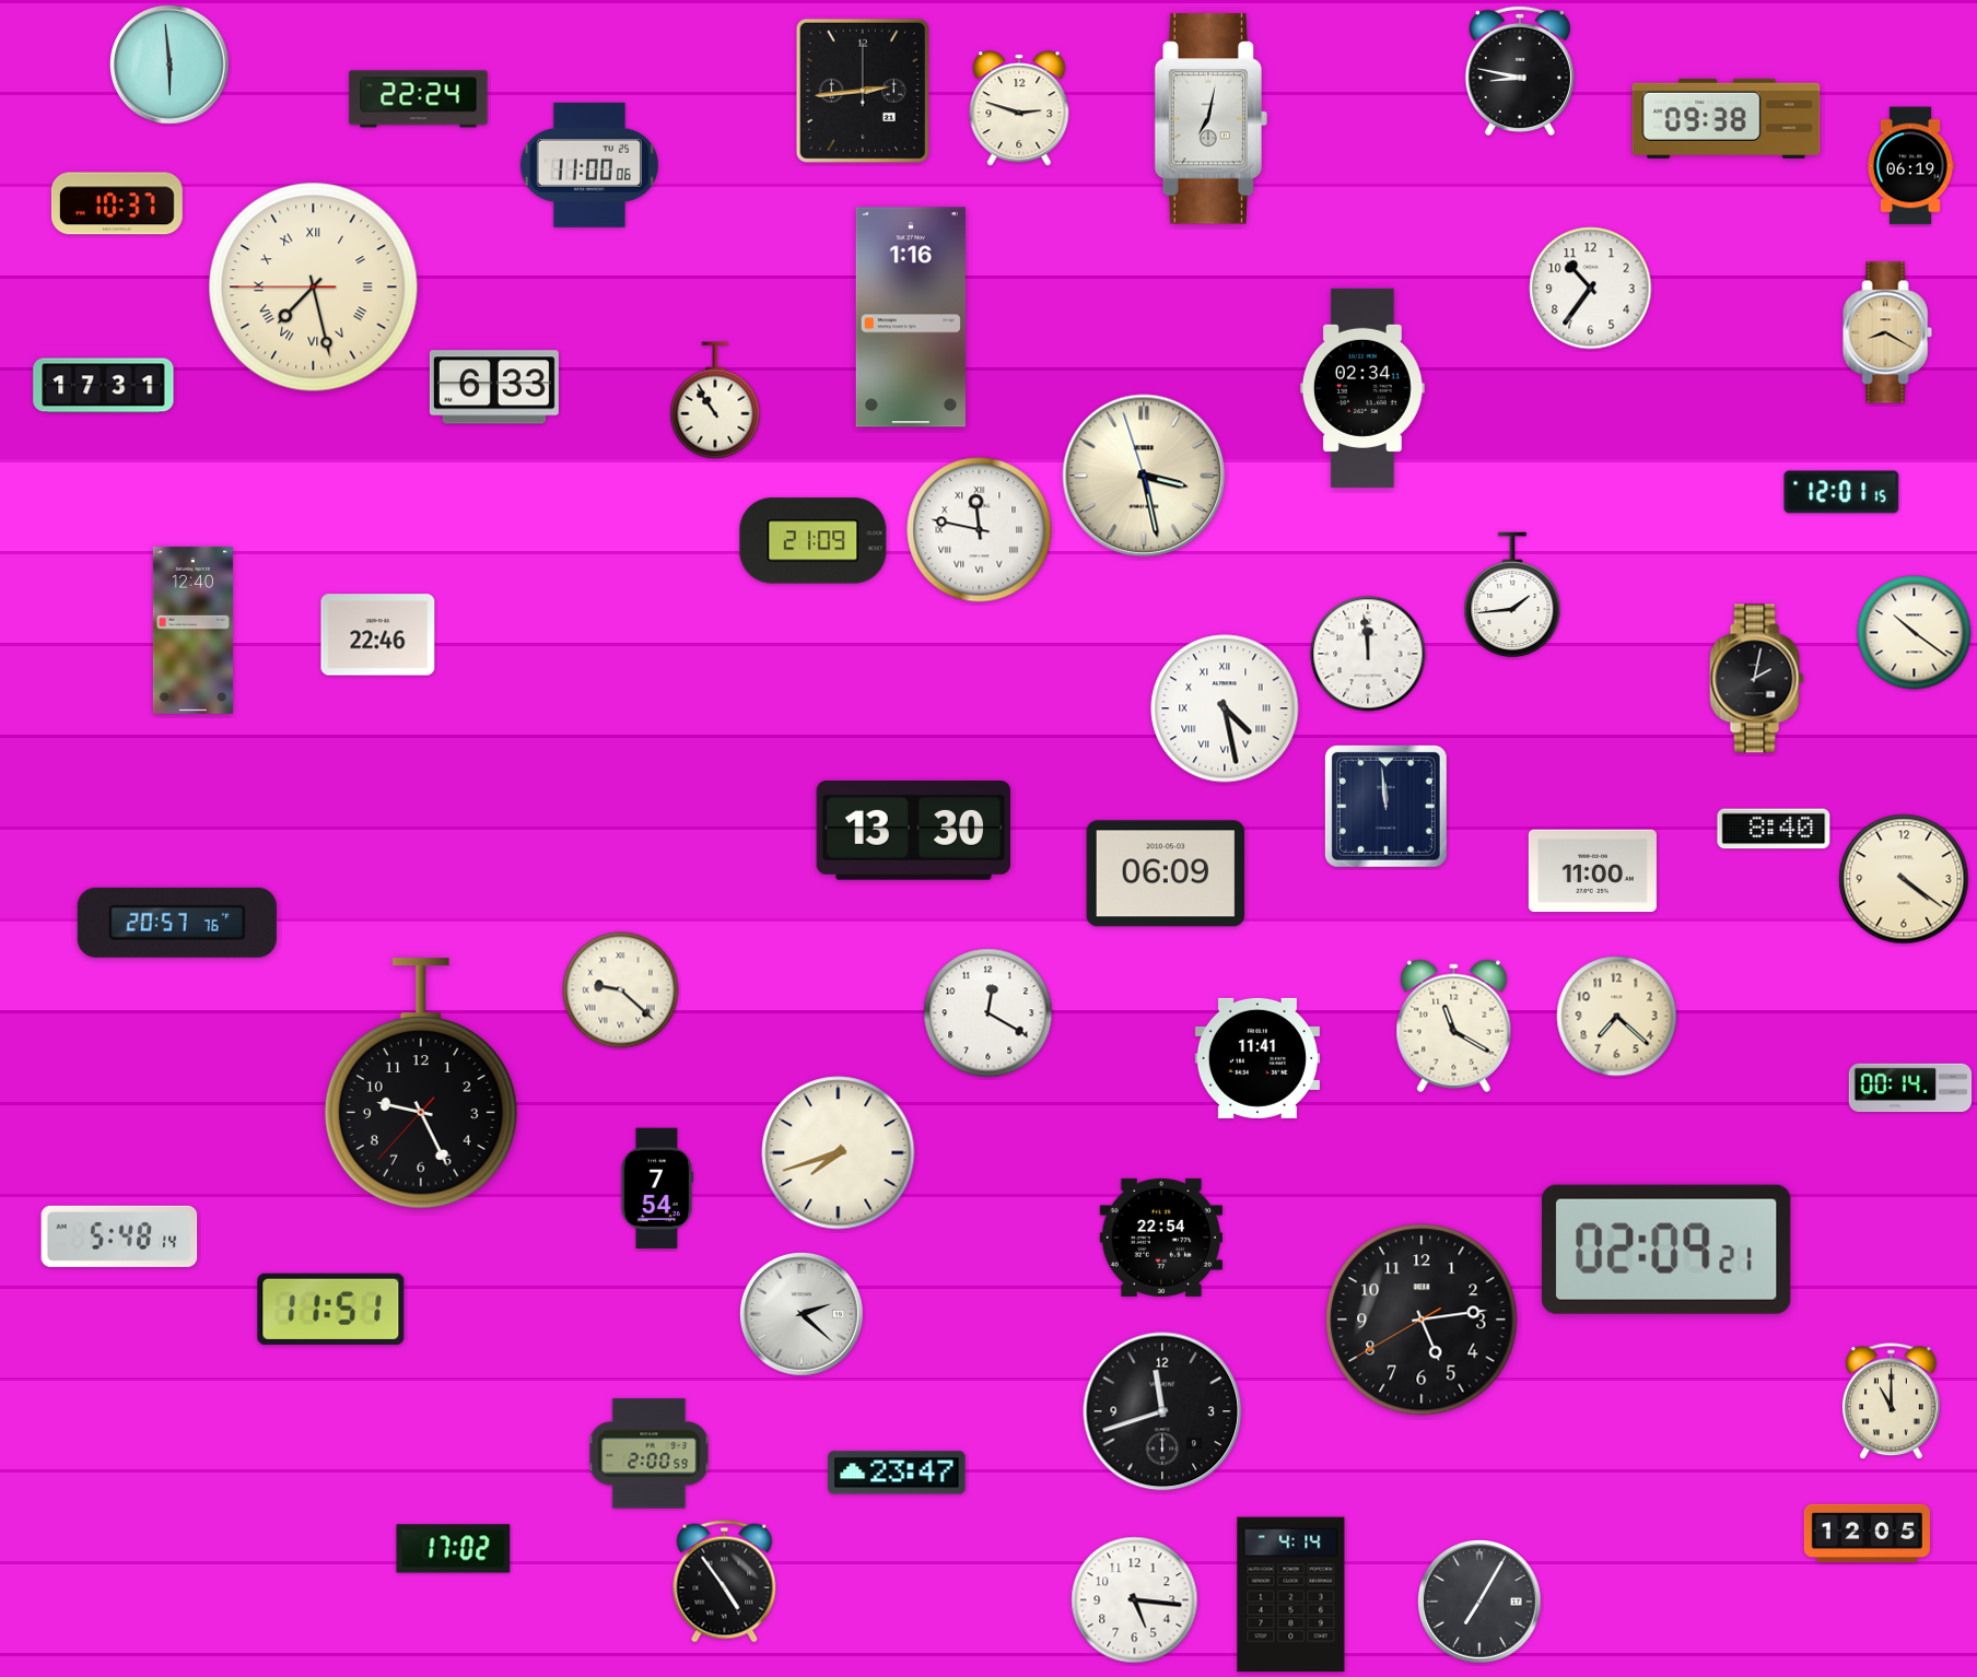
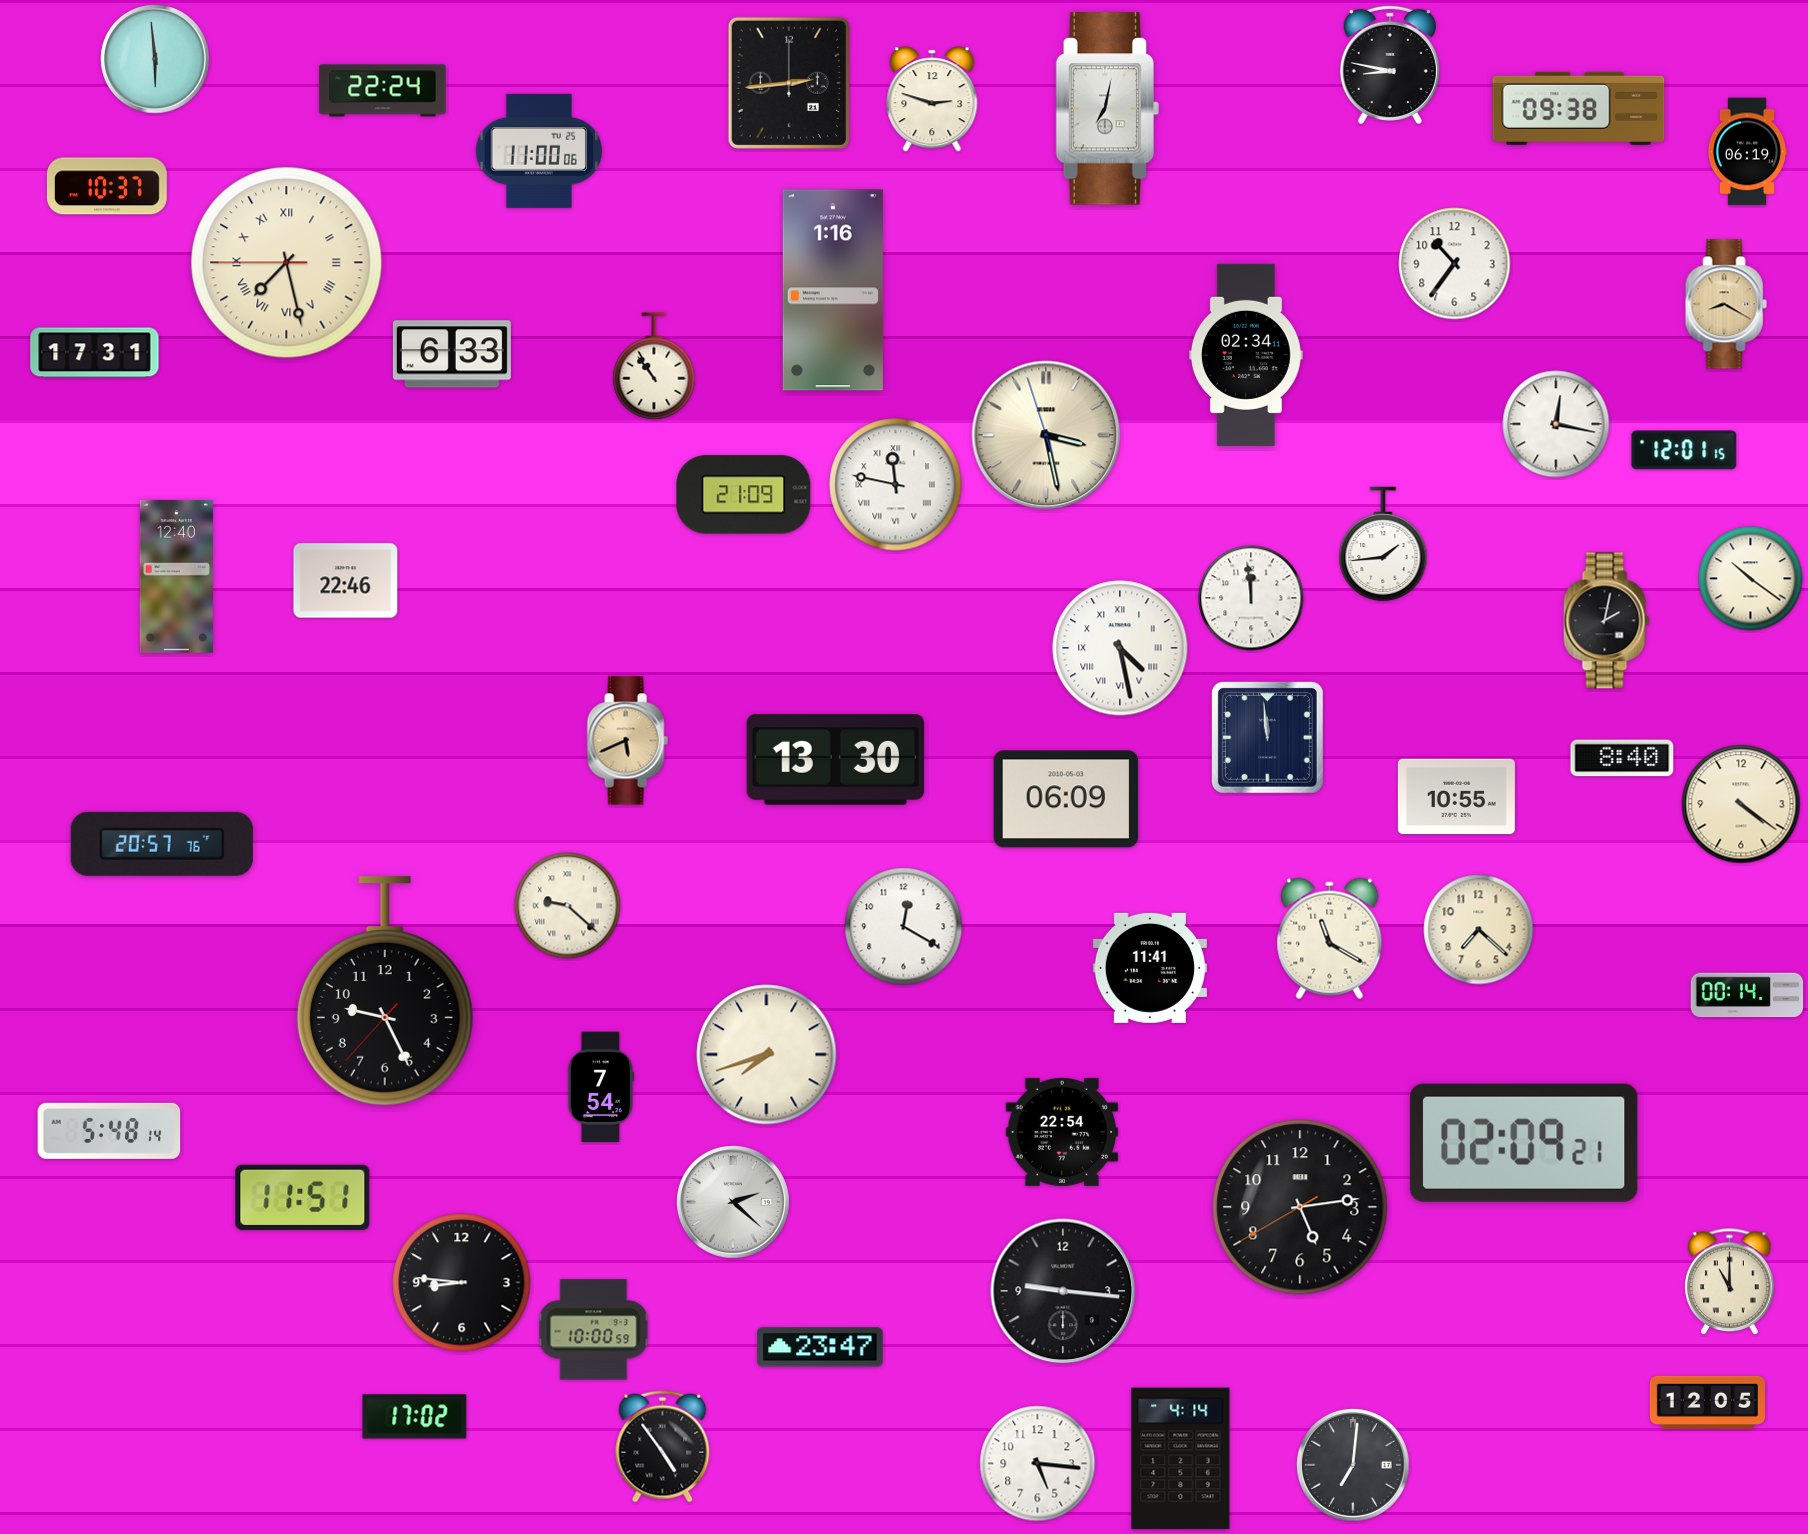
clock at (1556, 424): none -> 12:17
clock at (627, 741): none -> 5:41
clock at (1592, 871): 11:00 -> 10:55
clock at (462, 1283): none -> 8:46
clock at (1162, 1411): 11:42 -> 9:16
clock at (650, 1454): 2:00 -> 10:00
clock at (1479, 1602): 7:05 -> 7:01
